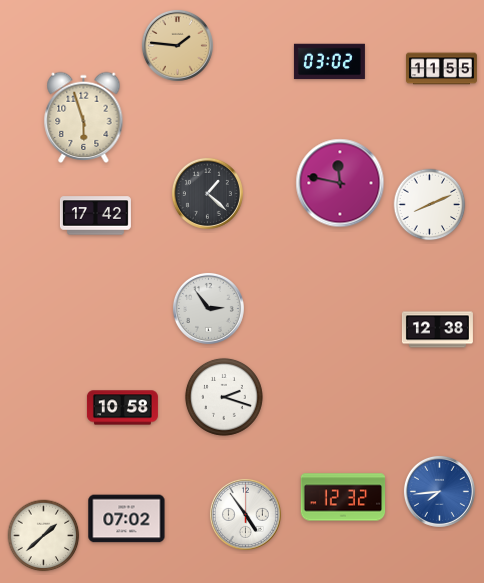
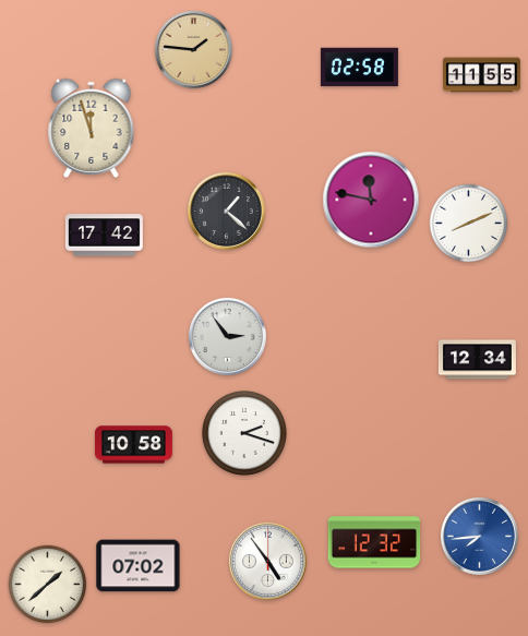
clock at (329, 62): 03:02 -> 02:58
clock at (84, 117): 5:57 -> 11:57
clock at (437, 330): 12:38 -> 12:34
